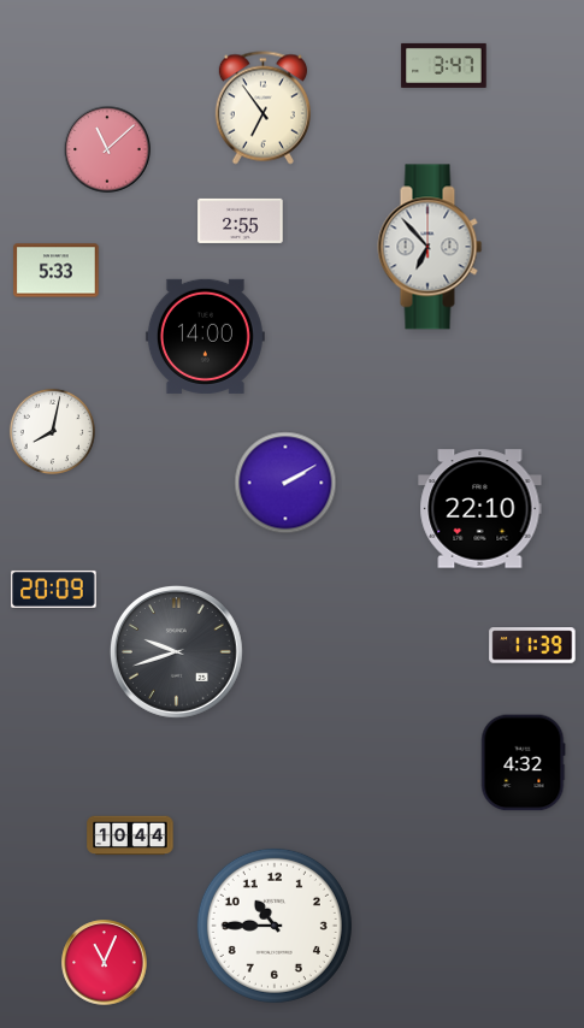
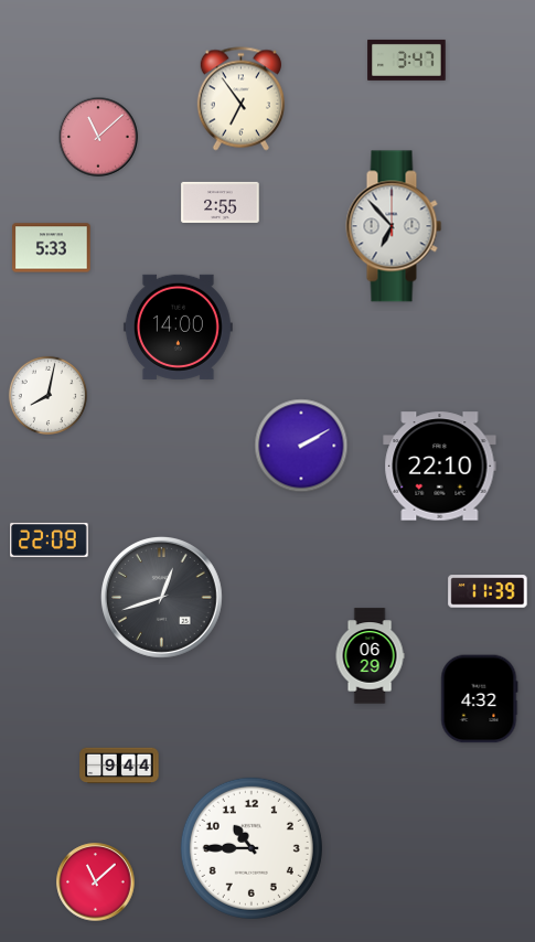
clock at (205, 336) position: (205, 336) -> (178, 327)
clock at (285, 483) position: (285, 483) -> (301, 446)
clock at (54, 589): 20:09 -> 22:09
clock at (176, 651): 9:42 -> 12:42
clock at (370, 656): none -> 06:29
clock at (130, 835): 10:44 -> 9:44
clock at (105, 963): 11:04 -> 11:08
